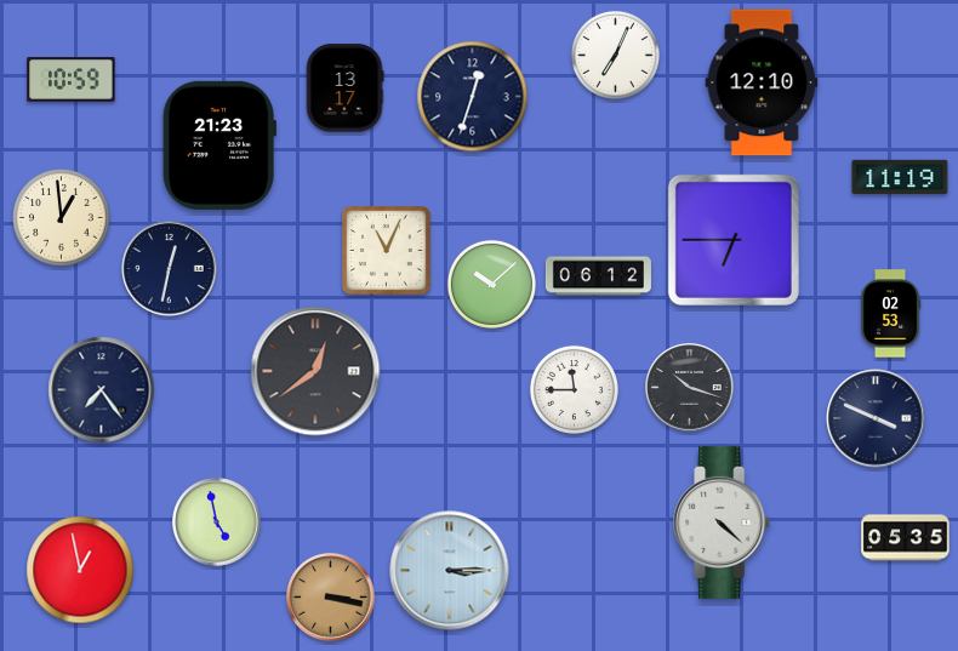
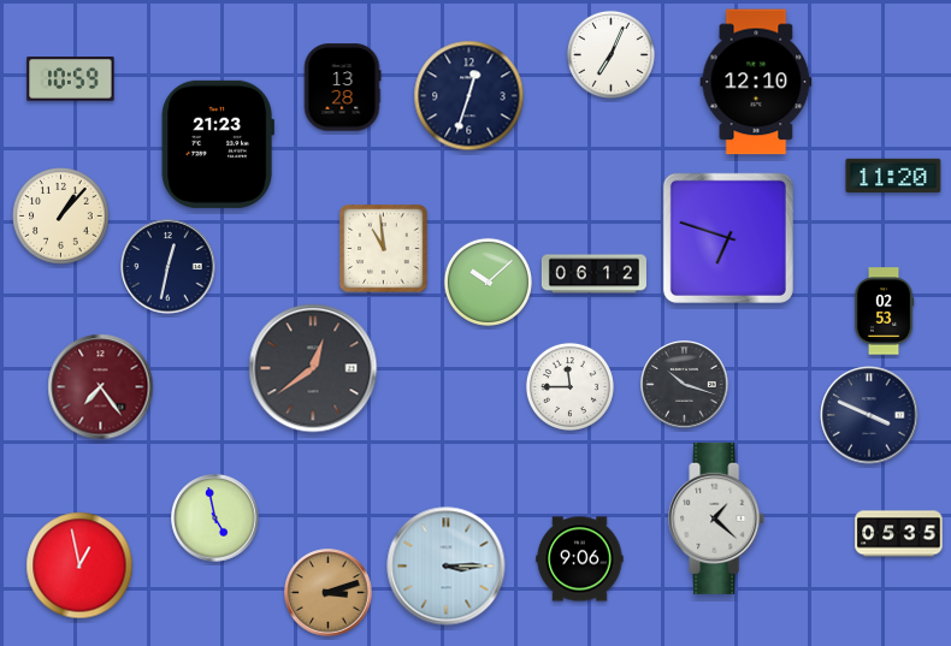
clock at (344, 88): 13:17 -> 13:28
clock at (900, 176): 11:19 -> 11:20
clock at (62, 218): 12:59 -> 1:07
clock at (734, 240): 6:45 -> 6:48
clock at (387, 251): 11:04 -> 10:59
clock at (102, 390) dial: navy -> burgundy
clock at (723, 522): 4:22 -> 1:22
clock at (580, 559): none -> 9:06
clock at (331, 598): 3:17 -> 3:12
